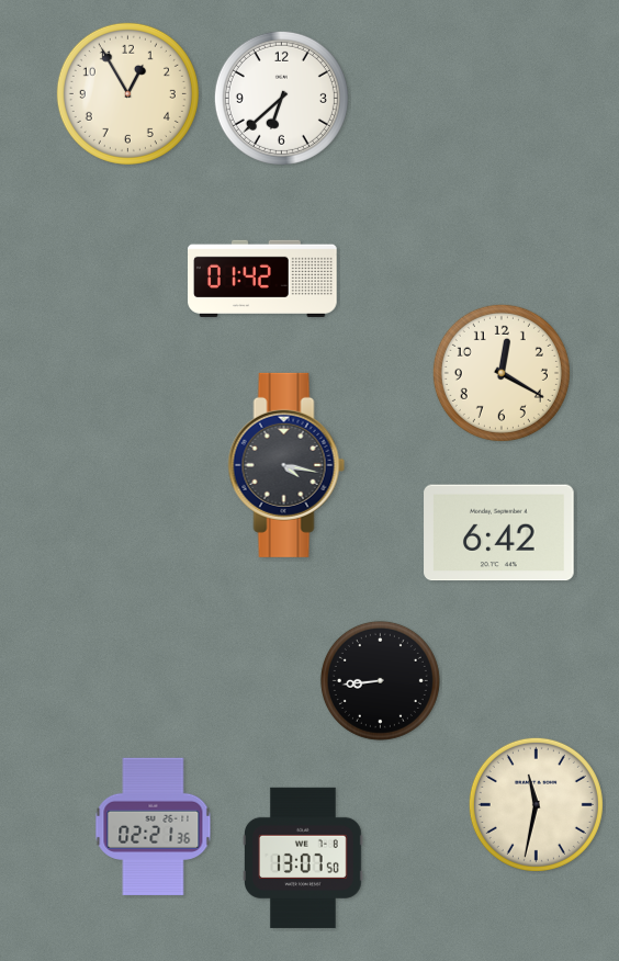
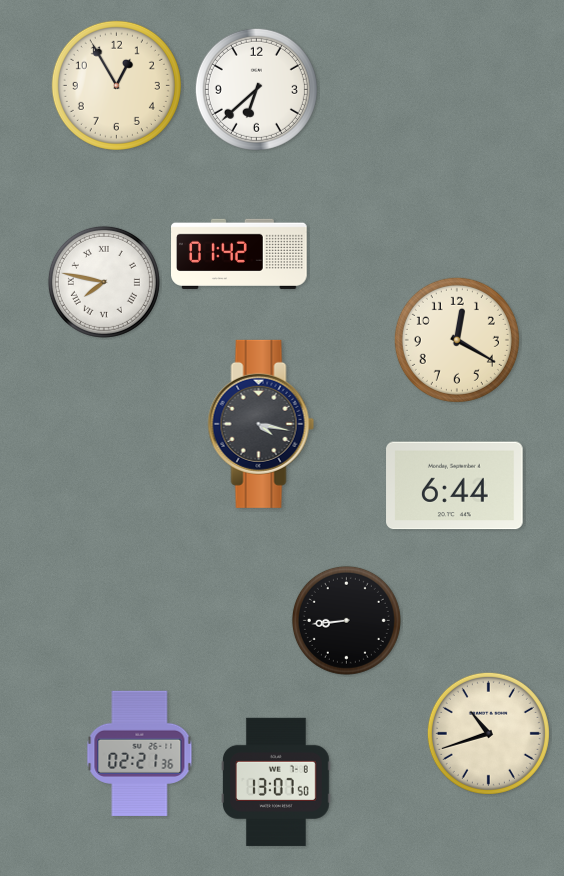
clock at (104, 282): none -> 7:47
clock at (499, 533): 6:42 -> 6:44
clock at (536, 804): 11:32 -> 10:42
